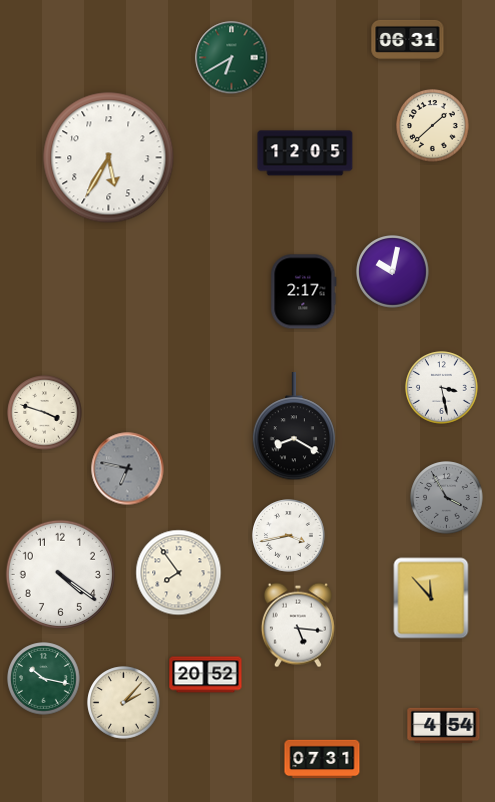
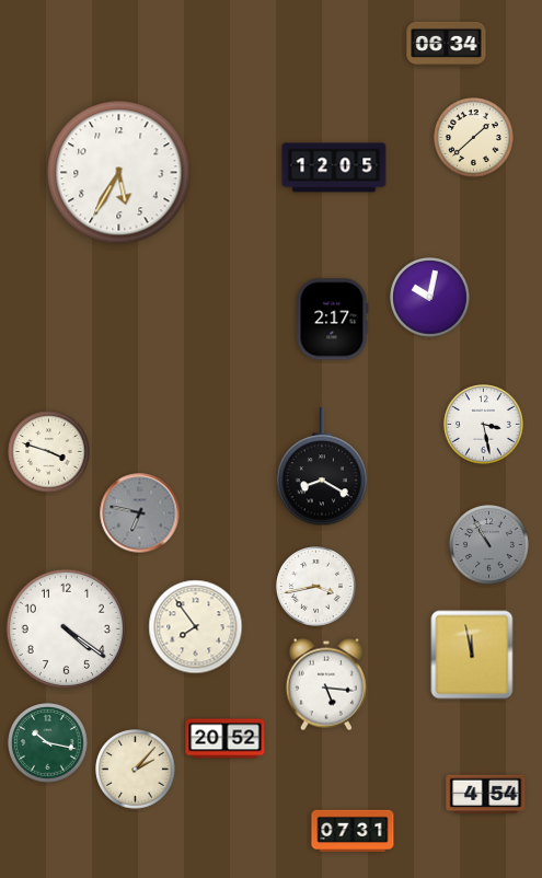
clock at (408, 40): 06:31 -> 06:34
clock at (232, 58): 6:40 -> none
clock at (447, 498): 3:55 -> 10:55
clock at (431, 598): 11:53 -> 11:58
